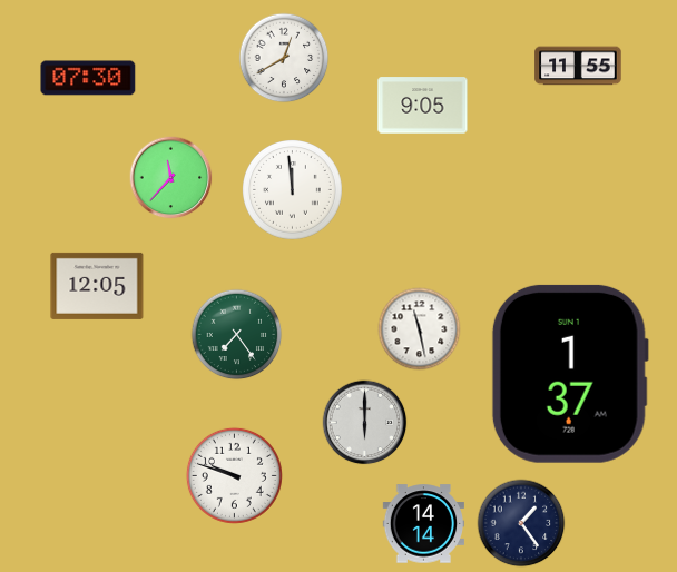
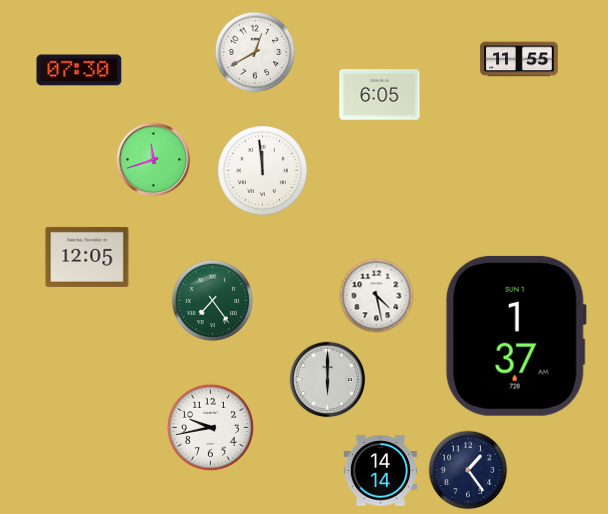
clock at (423, 106): 9:05 -> 6:05
clock at (171, 178): 11:37 -> 11:42
clock at (420, 329): 11:28 -> 4:28
clock at (570, 374) position: (570, 374) -> (516, 336)
clock at (234, 475): 9:48 -> 9:43
